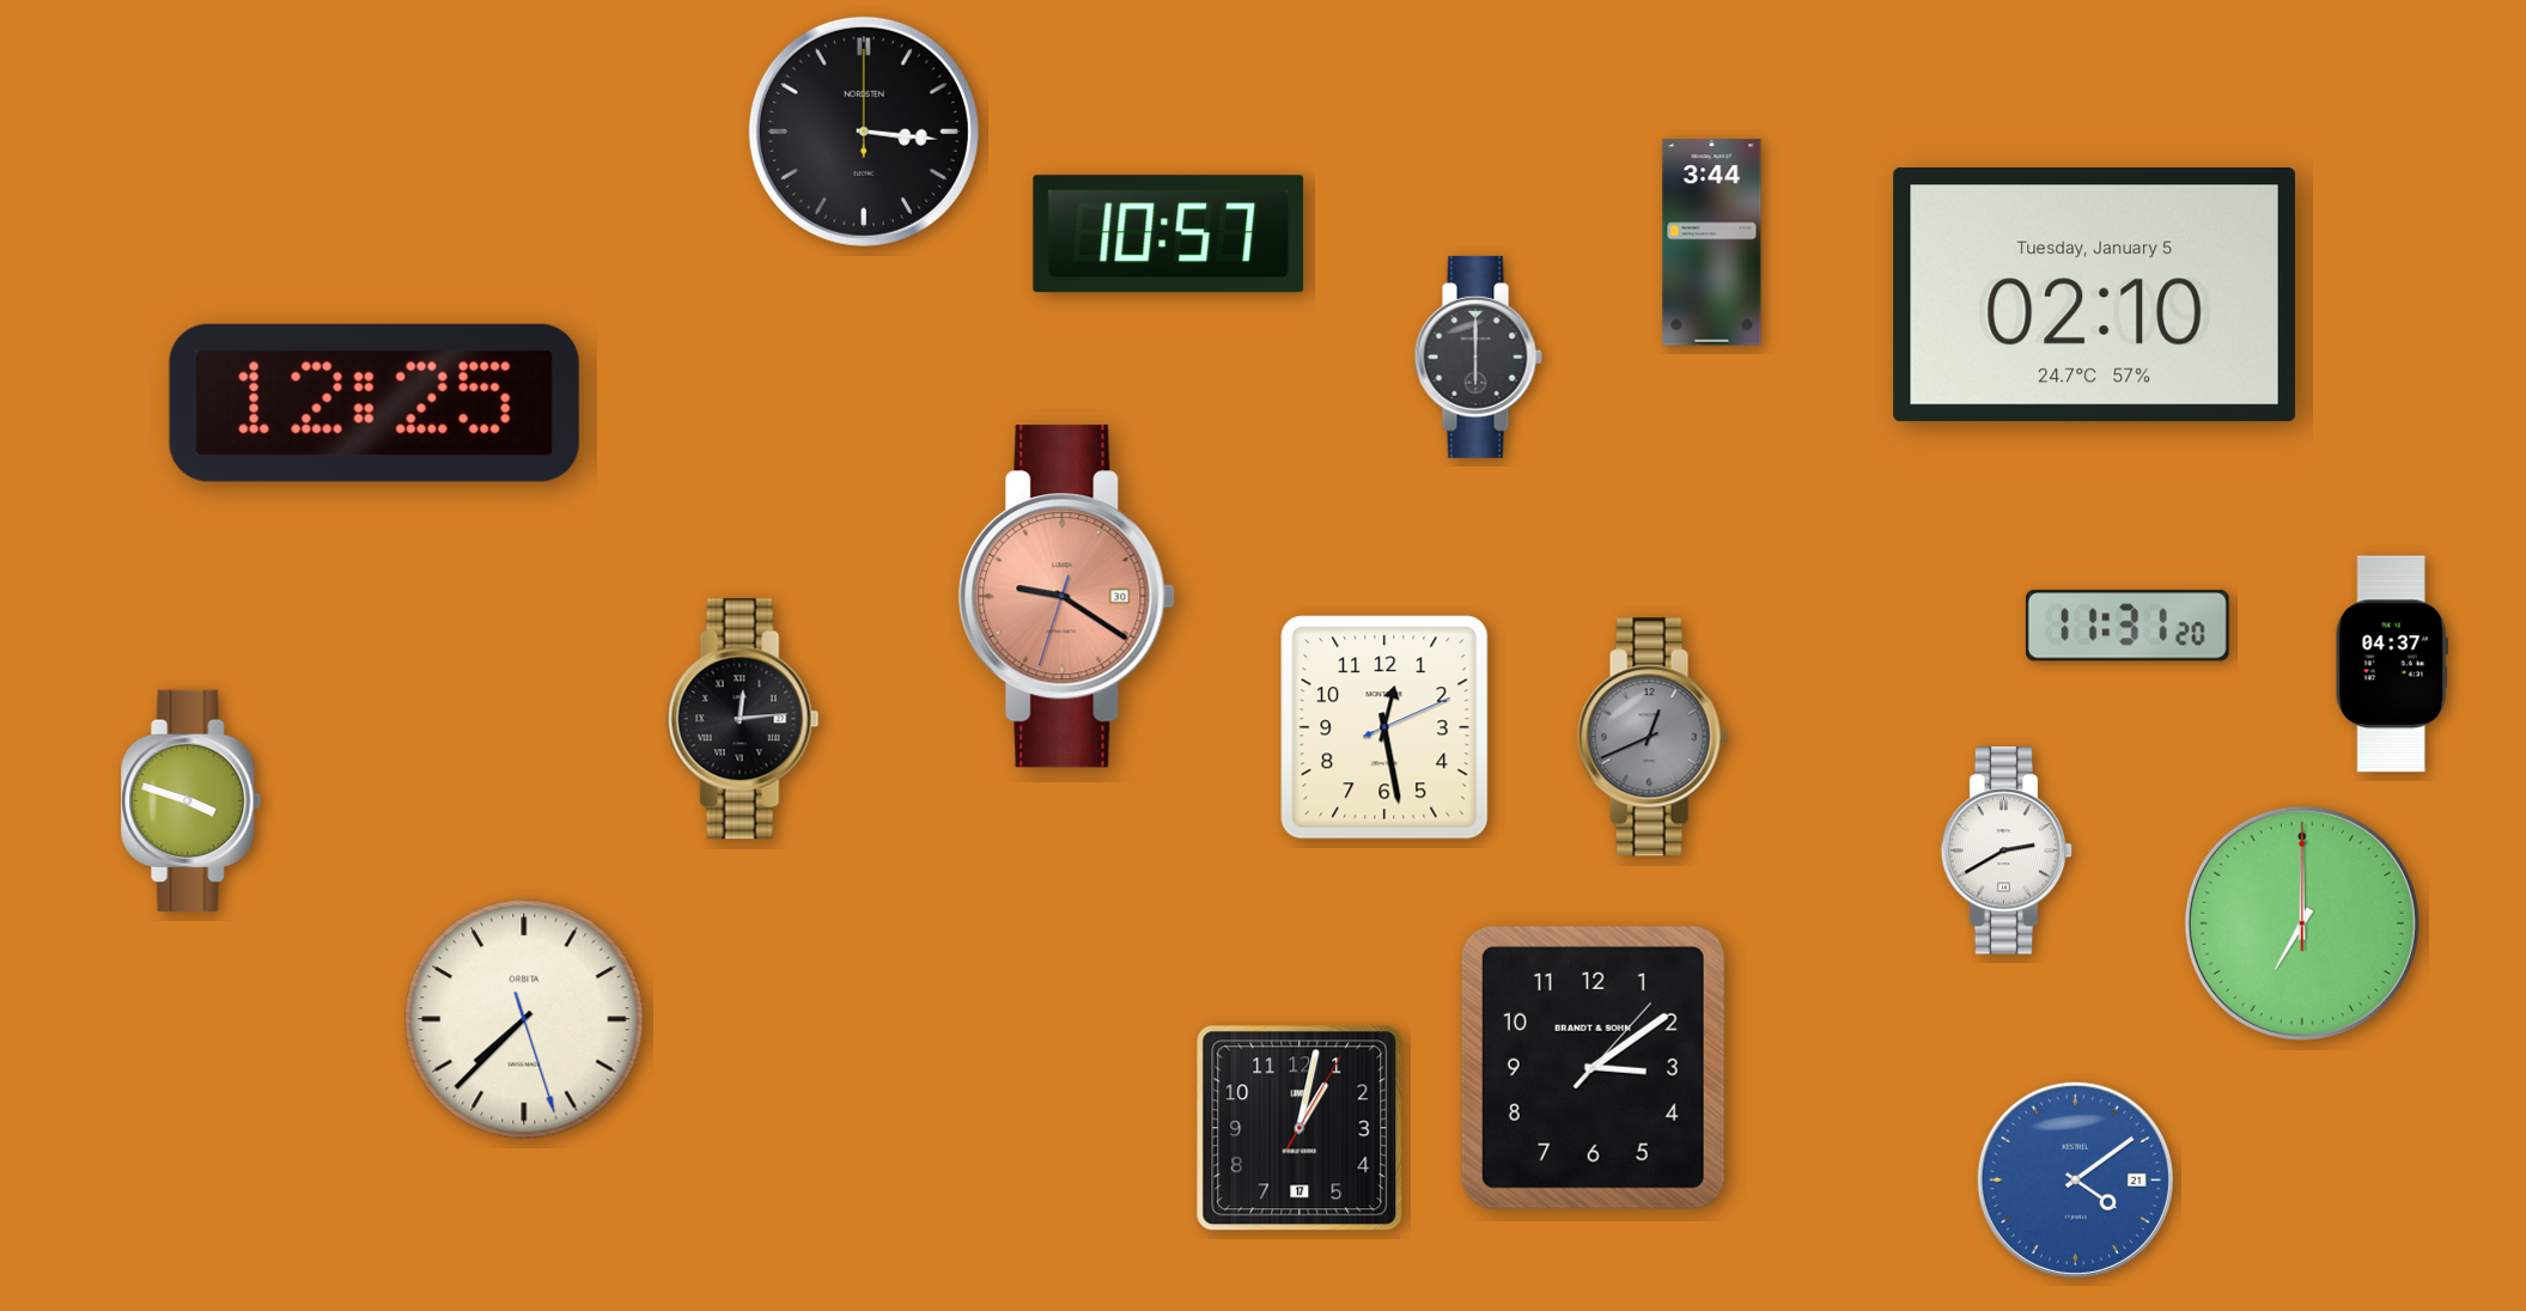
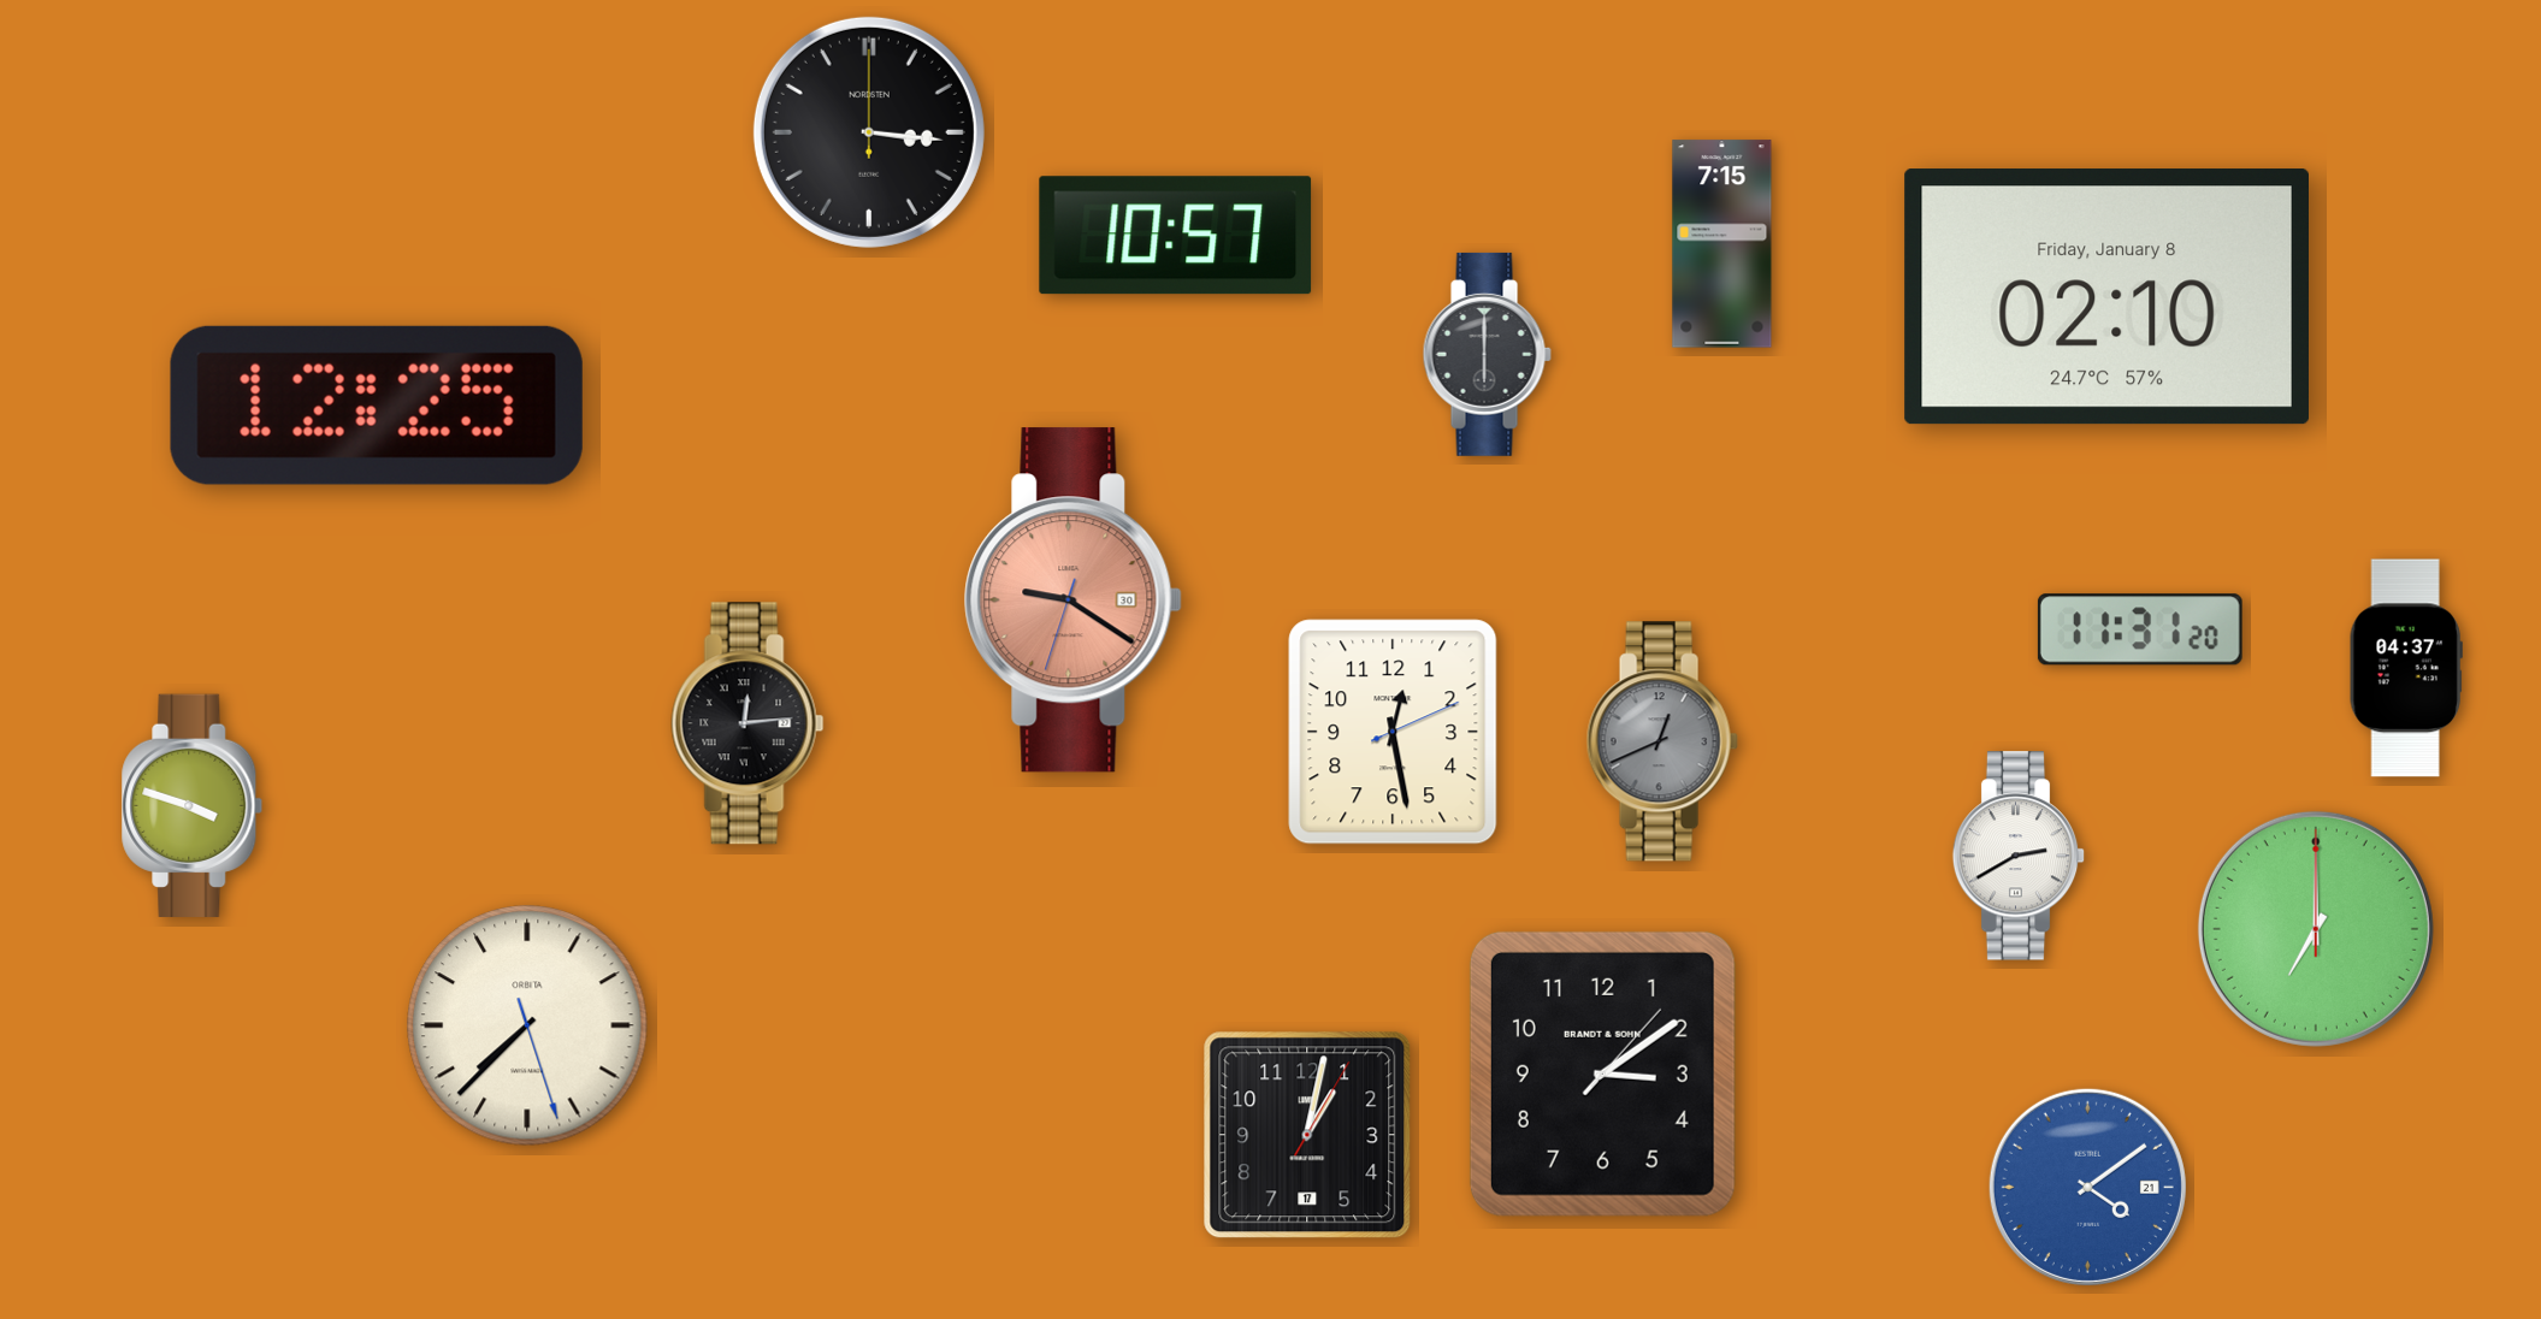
clock at (1712, 243): 3:44 -> 7:15
clock at (2094, 295) date: Tuesday, January 5 -> Friday, January 8
clock at (1478, 356) position: (1478, 356) -> (1487, 354)
